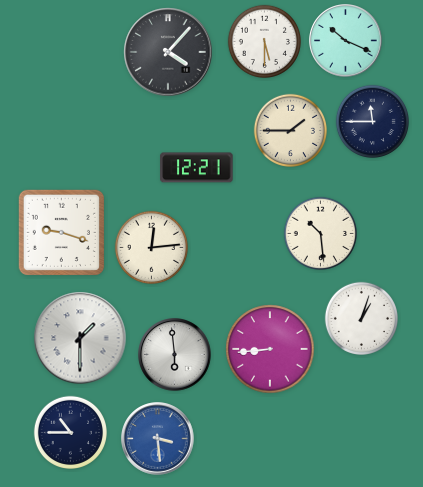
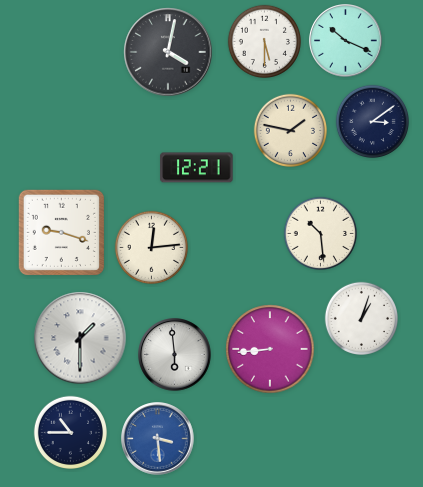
clock at (168, 52): 4:07 -> 4:02
clock at (372, 121): 11:45 -> 3:09
clock at (290, 130): 1:45 -> 1:47
